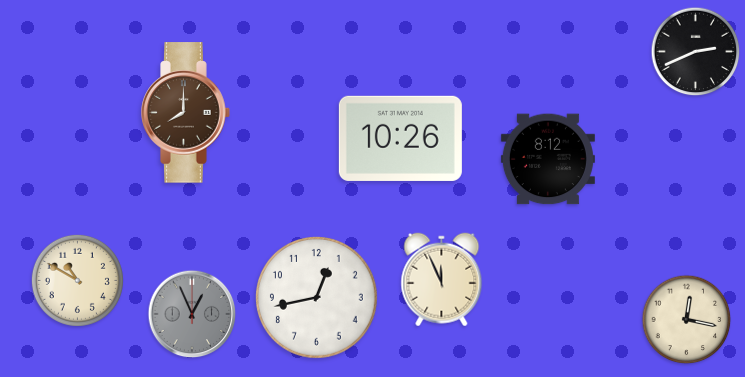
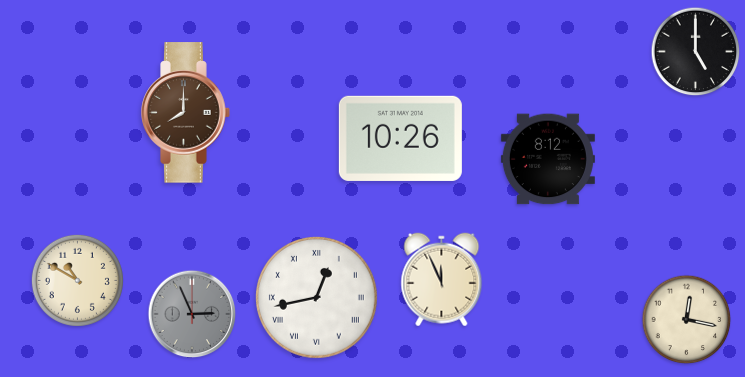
clock at (696, 52): 2:41 -> 5:00
clock at (316, 297) numerals: Arabic -> Roman
clock at (192, 314): 12:56 -> 2:56
